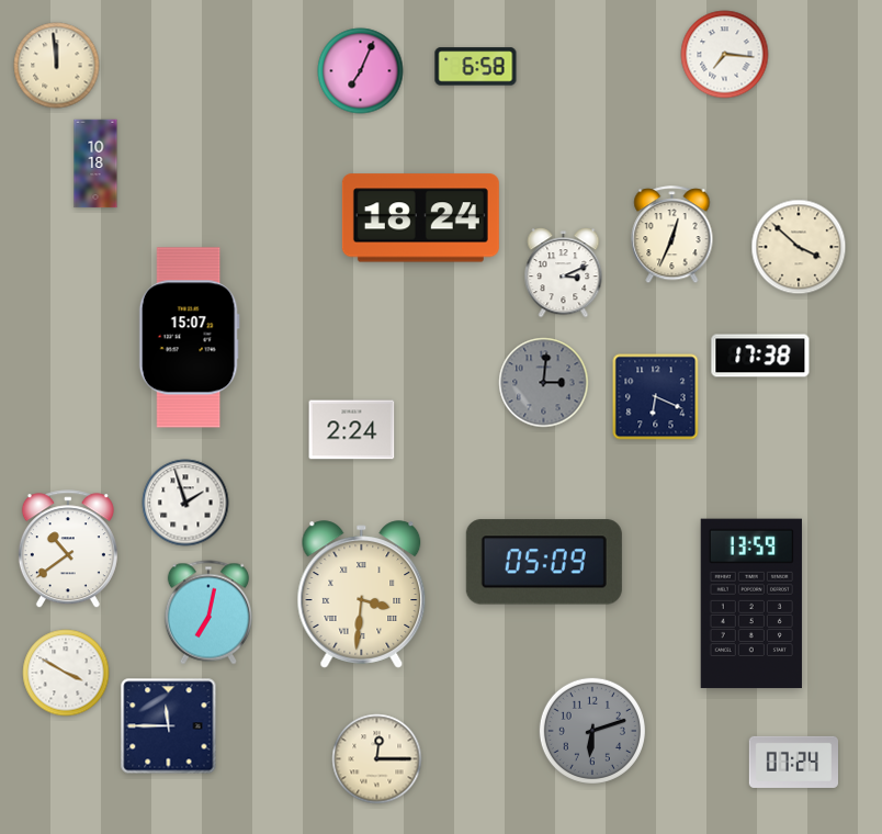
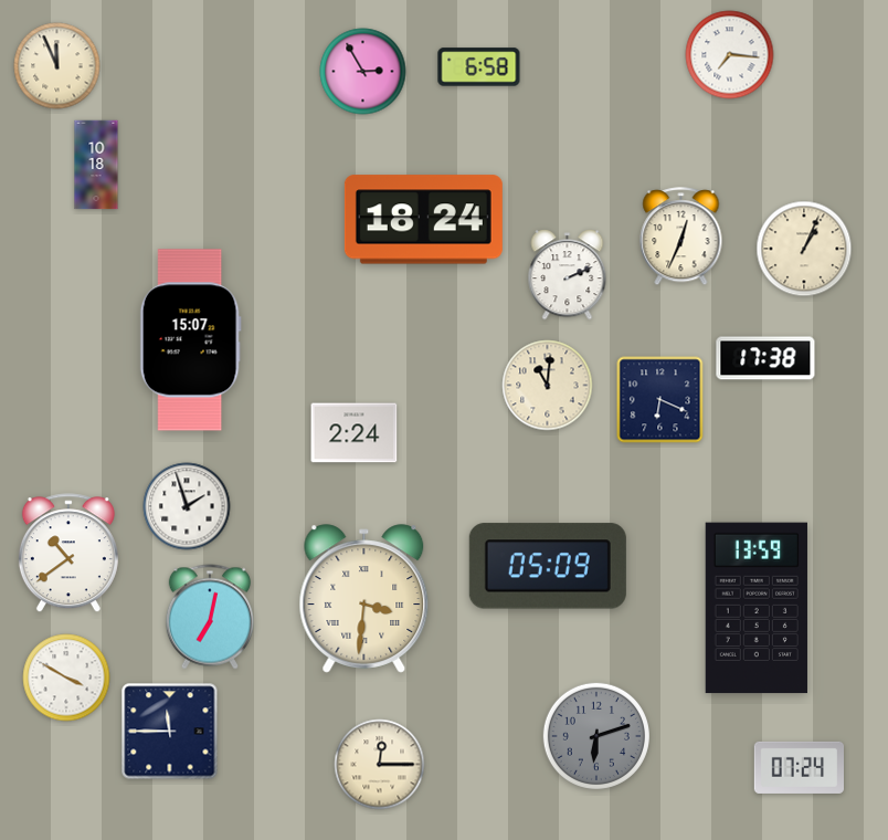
clock at (57, 66): 11:59 -> 11:56
clock at (361, 71): 7:04 -> 2:55
clock at (672, 235) position: (672, 235) -> (681, 237)
clock at (799, 247): 3:52 -> 1:04
clock at (564, 273): 3:11 -> 2:11
clock at (544, 383): 3:01 -> 11:01
clock at (544, 383) dial: grey -> cream
